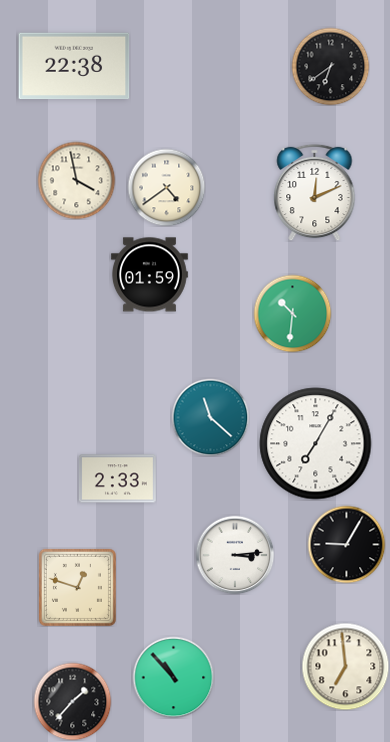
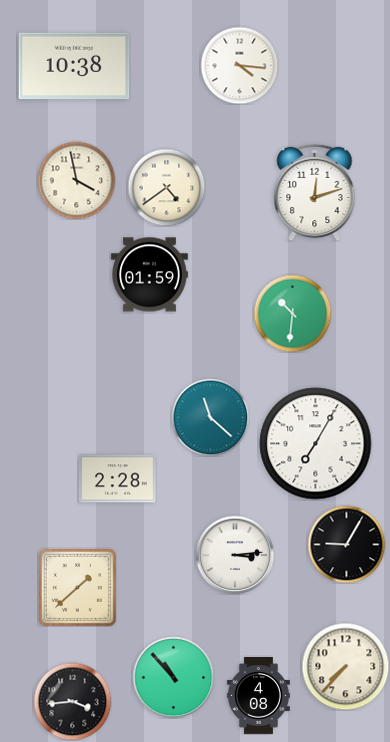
clock at (239, 65): none -> 4:16
clock at (74, 66): 22:38 -> 10:38
clock at (330, 66): 6:39 -> none
clock at (315, 192): 12:11 -> 12:12
clock at (117, 479): 2:33 -> 2:28
clock at (77, 587): 12:48 -> 1:38
clock at (345, 666): 6:59 -> 7:37
clock at (258, 696): none -> 4:08
clock at (72, 701): 1:37 -> 3:44
